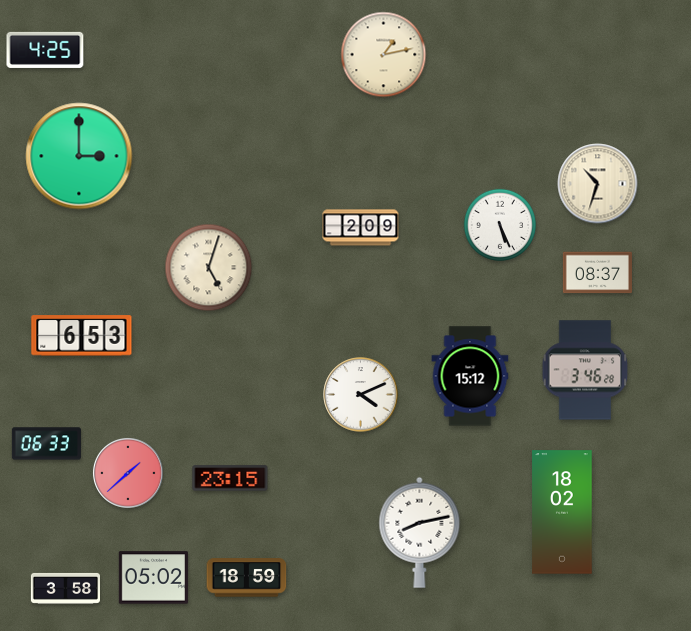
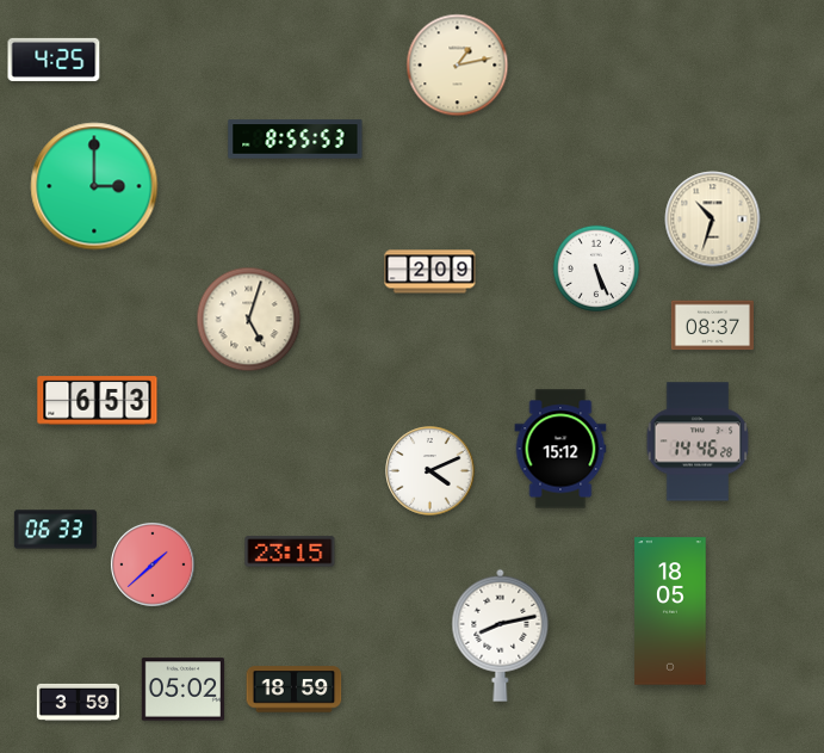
clock at (296, 140): none -> 8:55
clock at (585, 370): 3:46 -> 14:46
clock at (230, 478) position: (230, 478) -> (290, 551)
clock at (562, 512): 18:02 -> 18:05
clock at (65, 588): 3:58 -> 3:59
